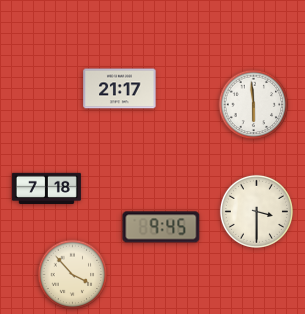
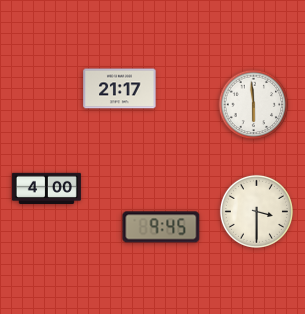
clock at (46, 188): 7:18 -> 4:00
clock at (73, 275): 3:53 -> none
